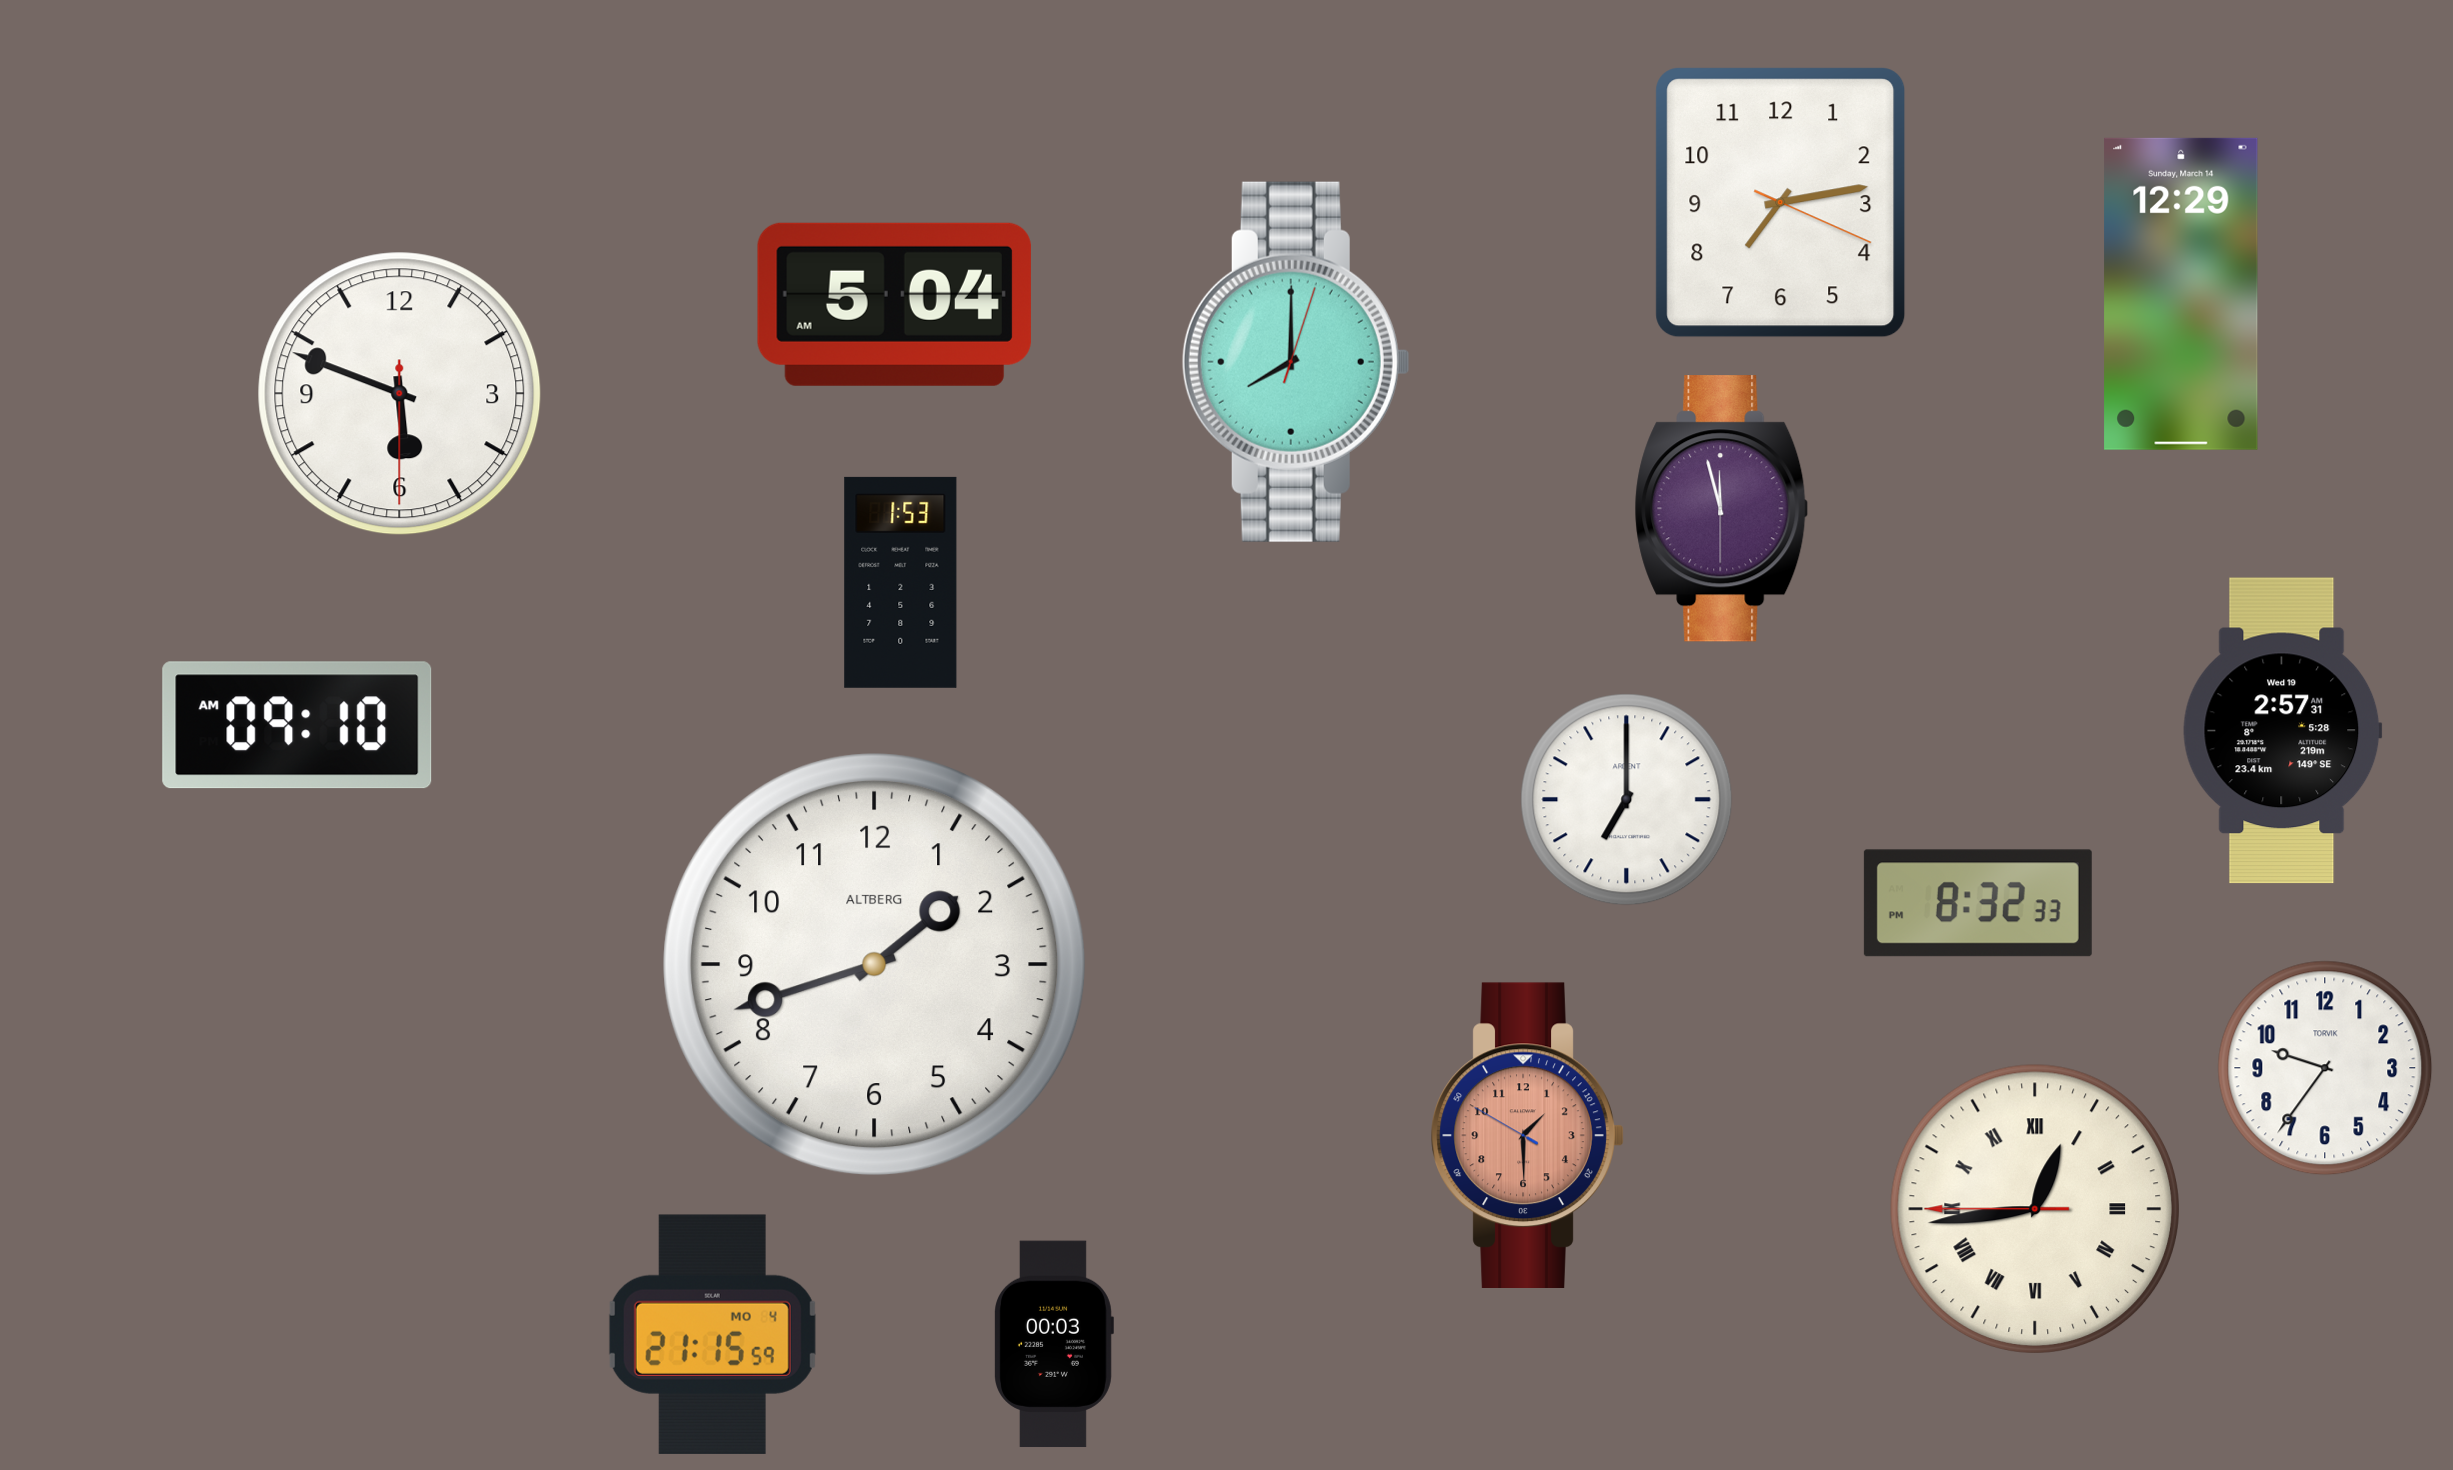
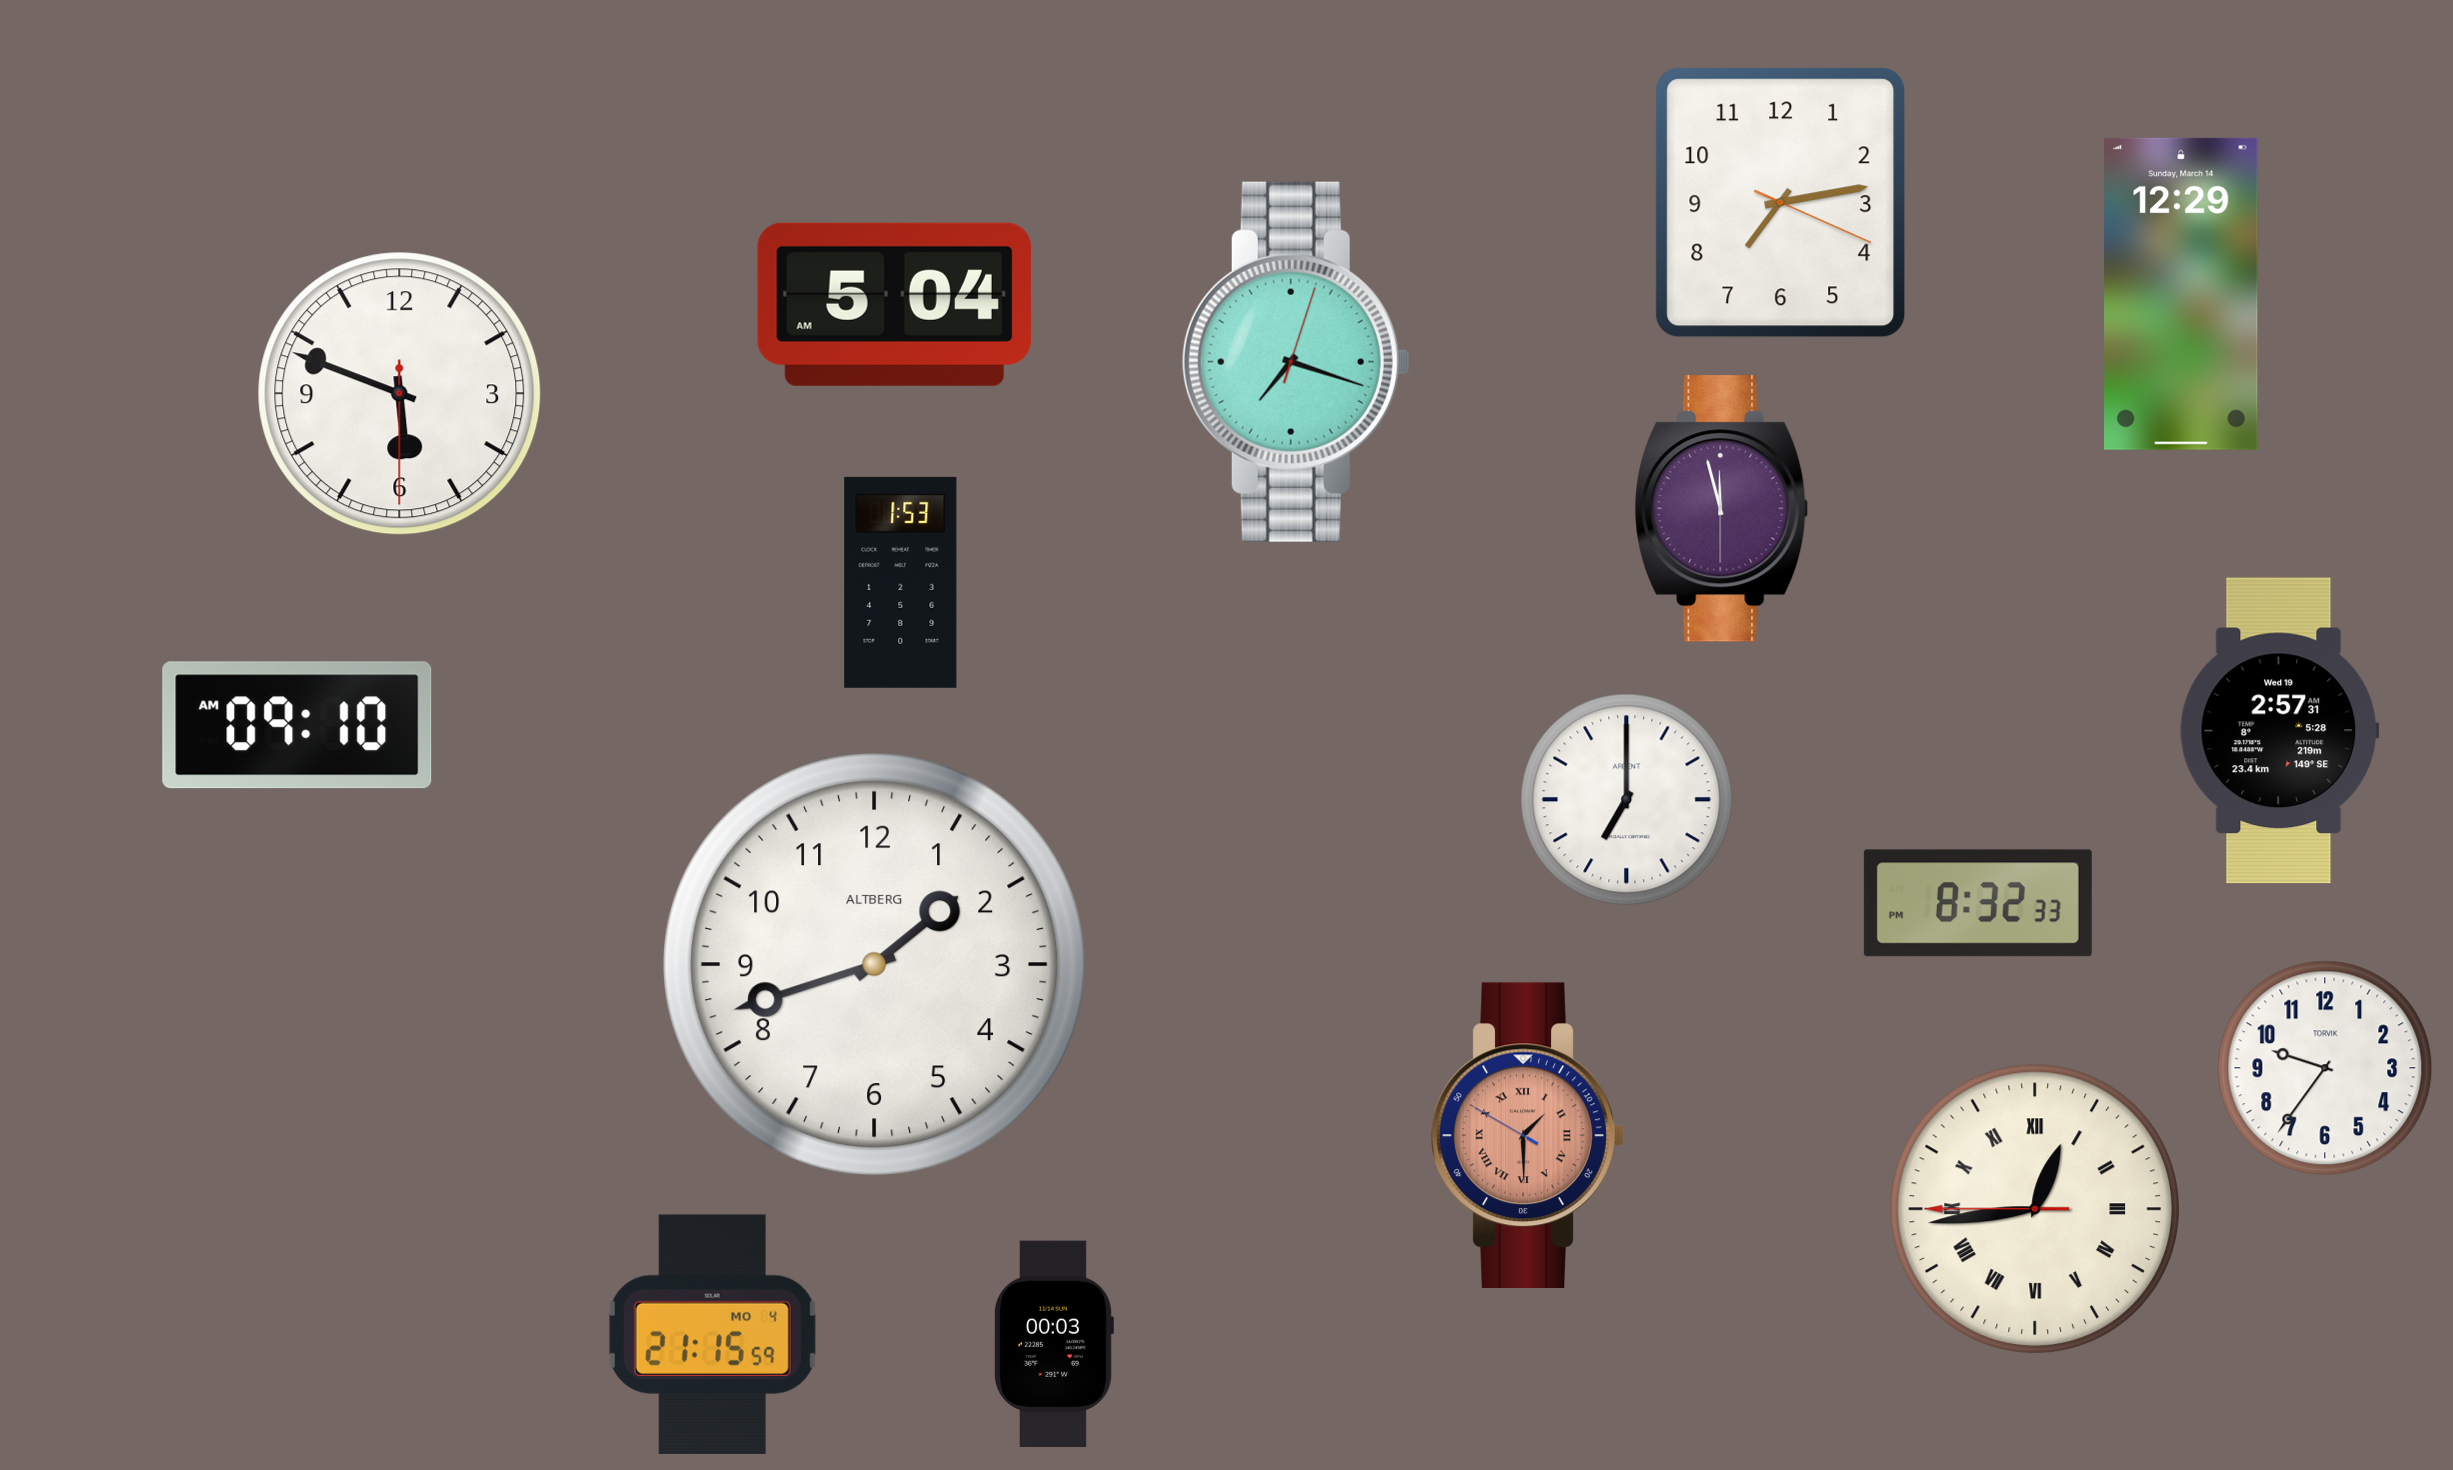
clock at (1296, 362): 8:00 -> 7:18
clock at (2283, 731) position: (2283, 731) -> (2280, 731)
clock at (1527, 1135) numerals: Arabic -> Roman
